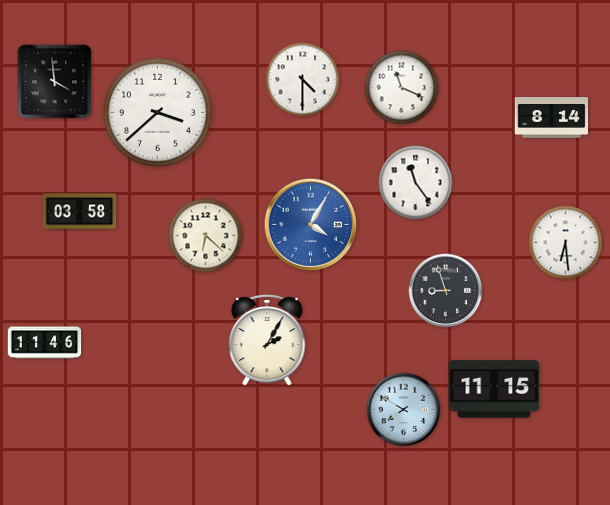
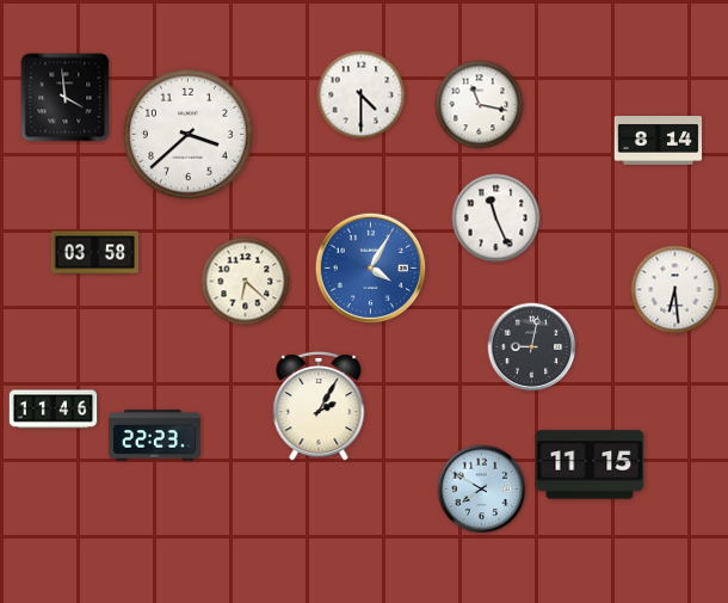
clock at (402, 88): 11:19 -> 11:17
clock at (416, 183): 11:24 -> 11:26
clock at (446, 291): 8:57 -> 9:02
clock at (154, 436): none -> 22:23
